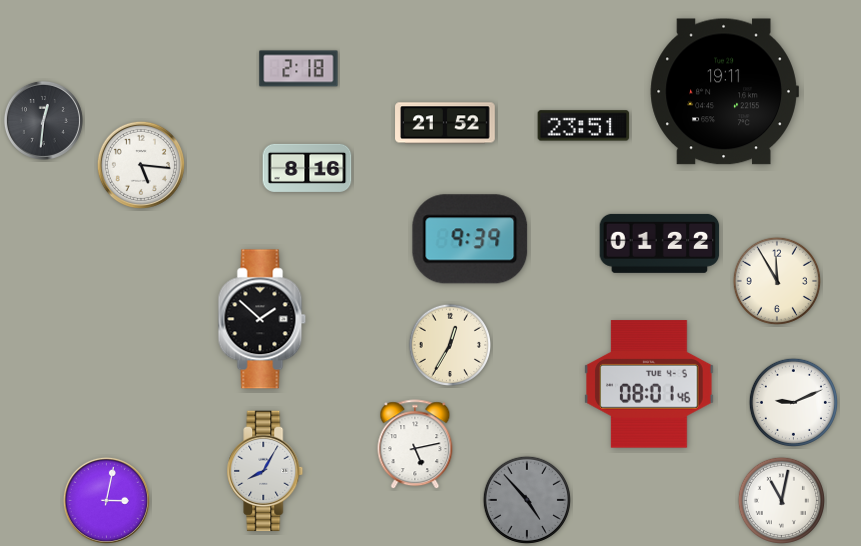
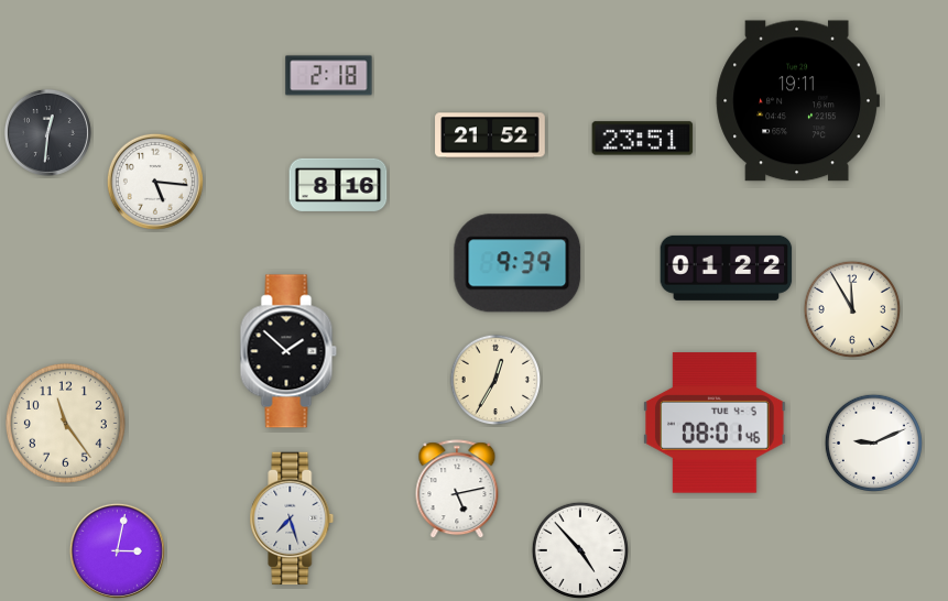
clock at (777, 281) position: (777, 281) -> (852, 309)
clock at (65, 423): none -> 11:24
clock at (265, 471): 8:05 -> 7:27
clock at (527, 500) dial: grey -> white
clock at (781, 500): 11:02 -> none
